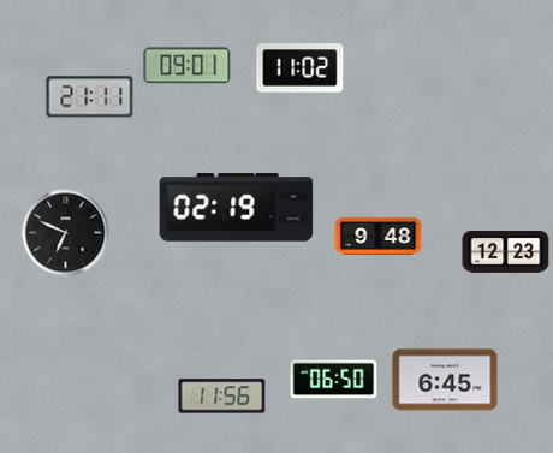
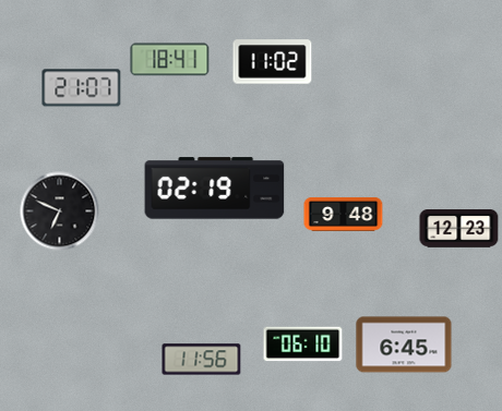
clock at (188, 66): 09:01 -> 18:41
clock at (90, 97): 21:11 -> 21:07
clock at (334, 380): 06:50 -> 06:10
